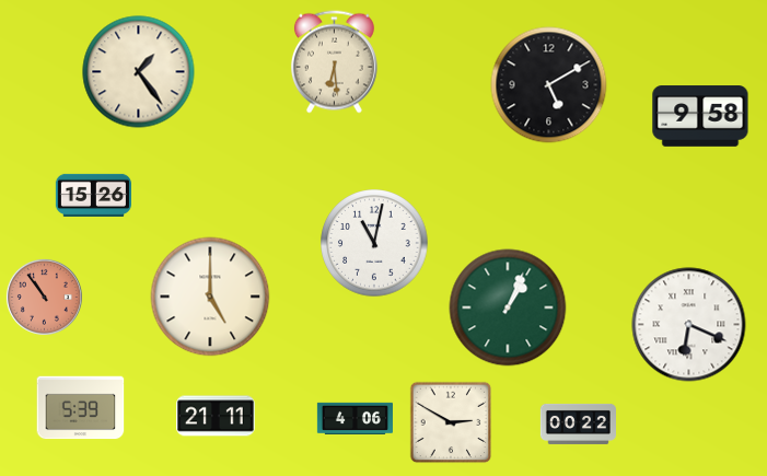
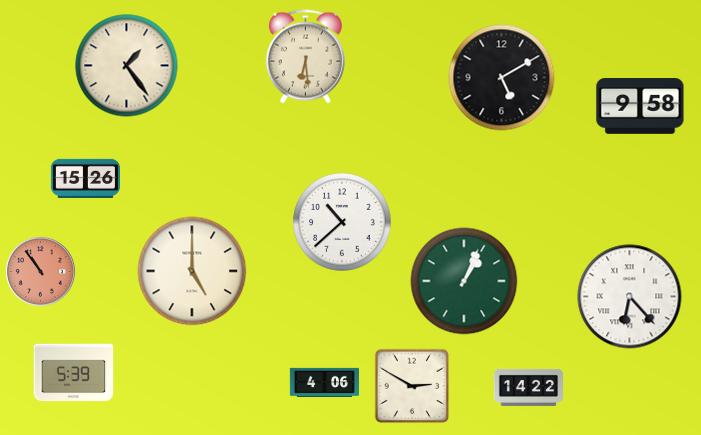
clock at (374, 243): 11:02 -> 10:38
clock at (689, 325): 6:19 -> 6:23
clock at (216, 416): 21:11 -> none
clock at (578, 423): 00:22 -> 14:22
